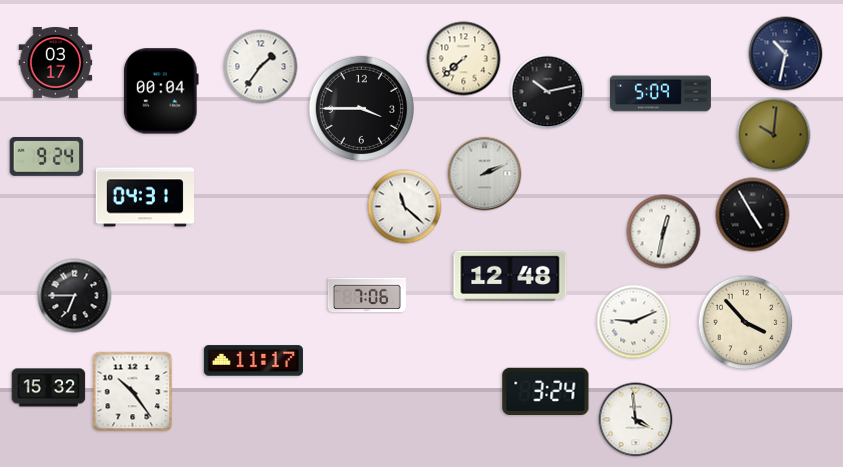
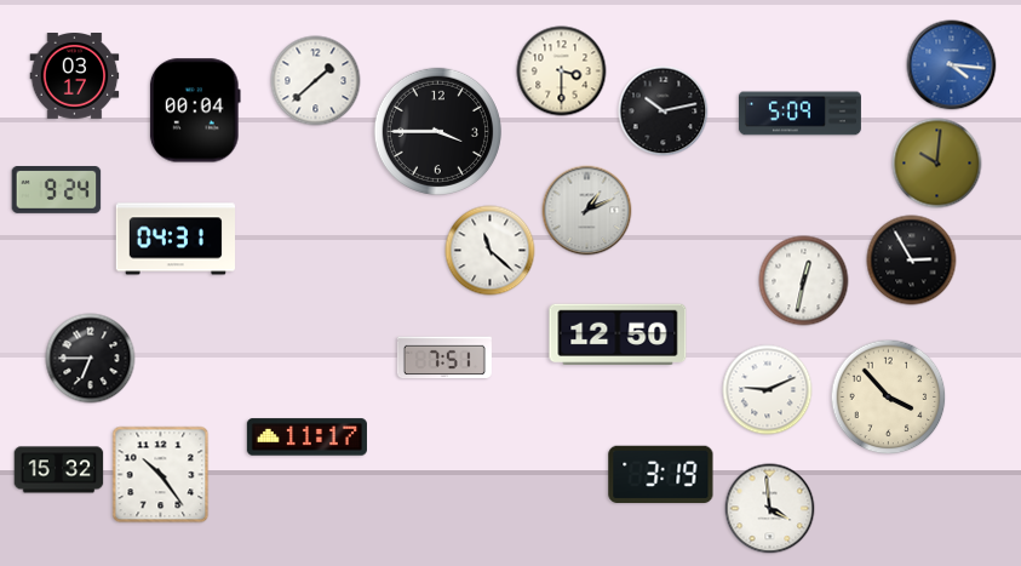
clock at (786, 54): 10:32 -> 4:16
clock at (786, 54) dial: navy -> blue
clock at (464, 59): 7:38 -> 3:30
clock at (56, 63) position: (56, 63) -> (75, 76)
clock at (261, 67): 1:36 -> 1:38
clock at (485, 174): 2:11 -> 1:11
clock at (753, 215): 4:55 -> 2:55
clock at (510, 275): 12:48 -> 12:50
clock at (367, 295): 7:06 -> 7:51
clock at (746, 323) position: (746, 323) -> (889, 398)
clock at (546, 391): 3:24 -> 3:19
